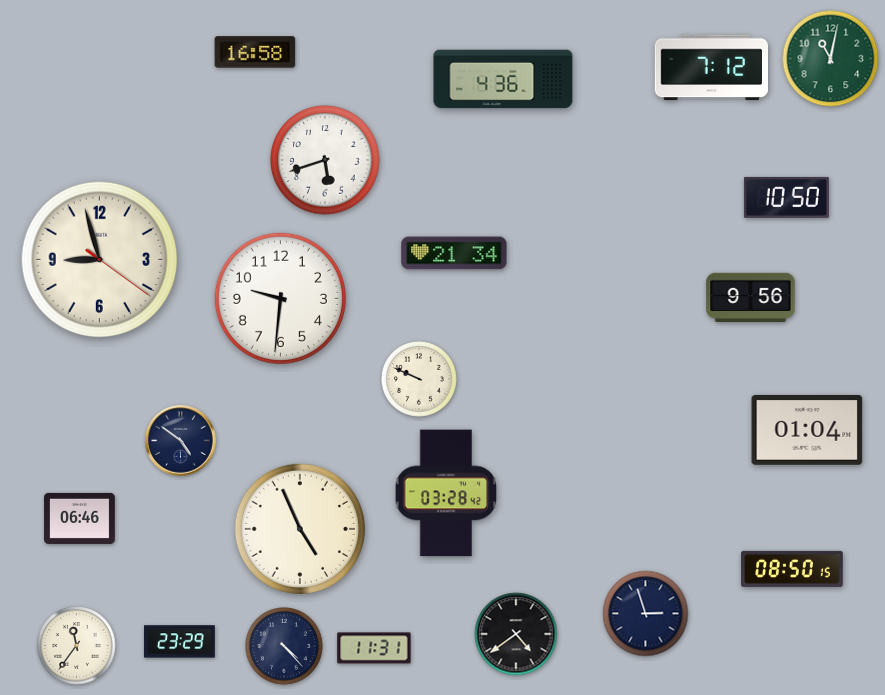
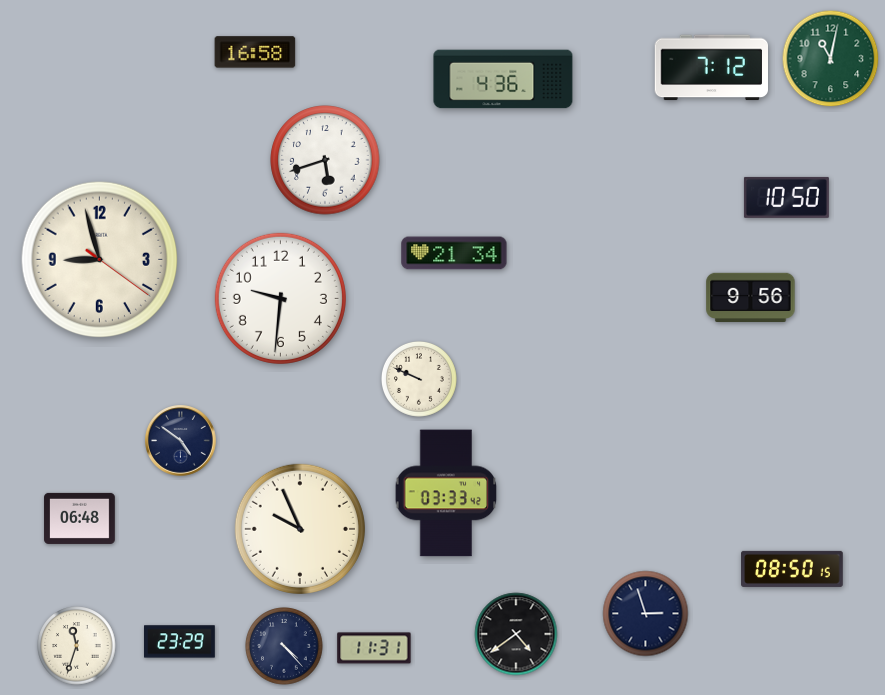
clock at (807, 430): 01:04 -> none
clock at (446, 493): 03:28 -> 03:33
clock at (80, 518): 06:46 -> 06:48
clock at (300, 529): 4:56 -> 9:56
clock at (77, 646): 11:36 -> 11:33
